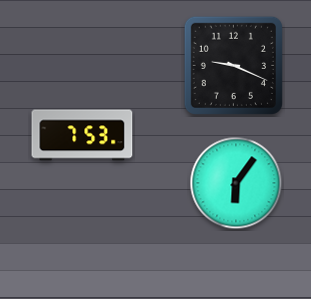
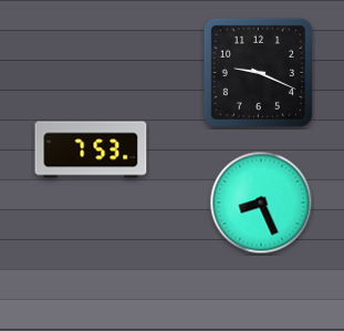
clock at (236, 183): 6:06 -> 8:26
